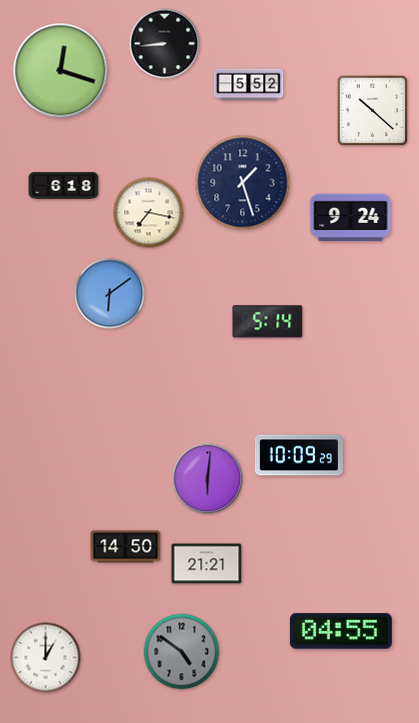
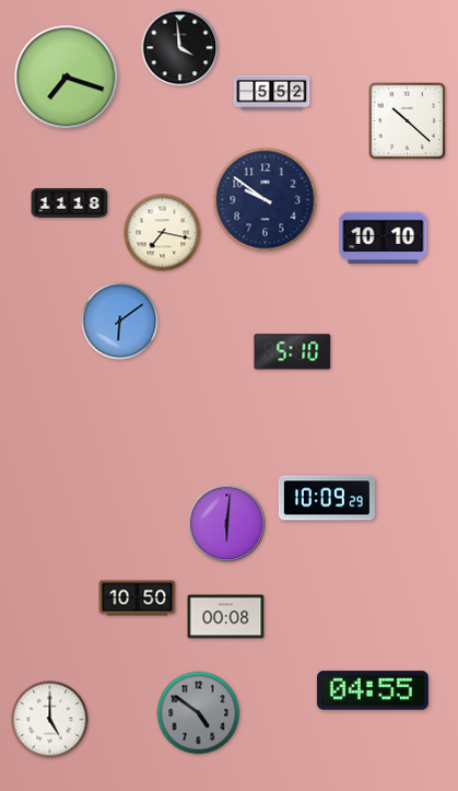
clock at (165, 44): 8:44 -> 3:59
clock at (61, 71): 12:18 -> 7:18
clock at (243, 183): 1:27 -> 9:51
clock at (64, 186): 6:18 -> 11:18
clock at (351, 218): 9:24 -> 10:10
clock at (268, 322): 5:14 -> 5:10
clock at (126, 547): 14:50 -> 10:50
clock at (207, 564): 21:21 -> 00:08
clock at (46, 658): 1:00 -> 5:00
